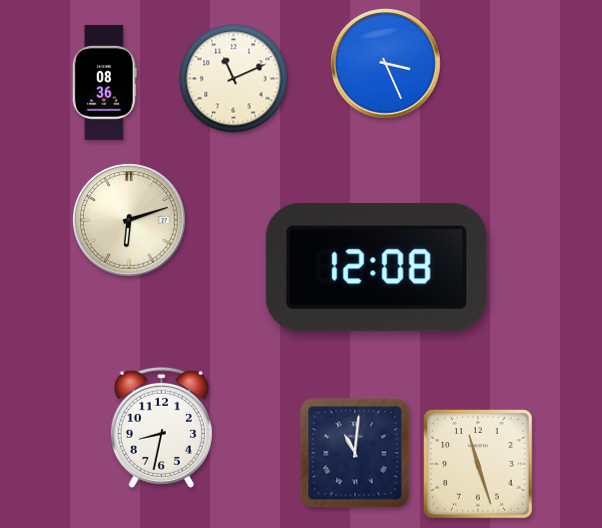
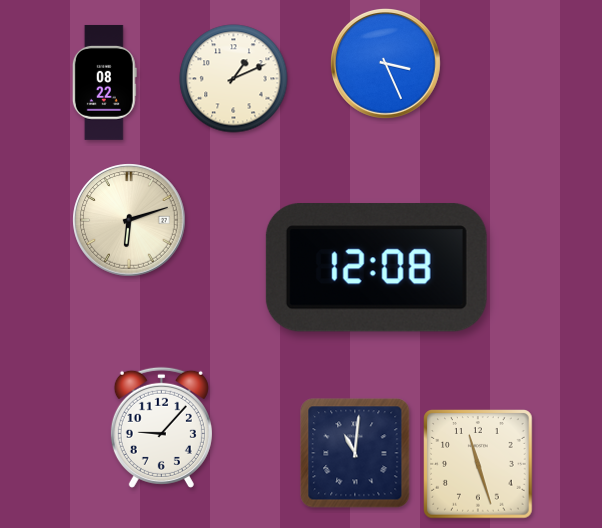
clock at (234, 79): 11:11 -> 1:11
clock at (104, 82): 08:36 -> 08:22
clock at (161, 427): 8:32 -> 9:07
